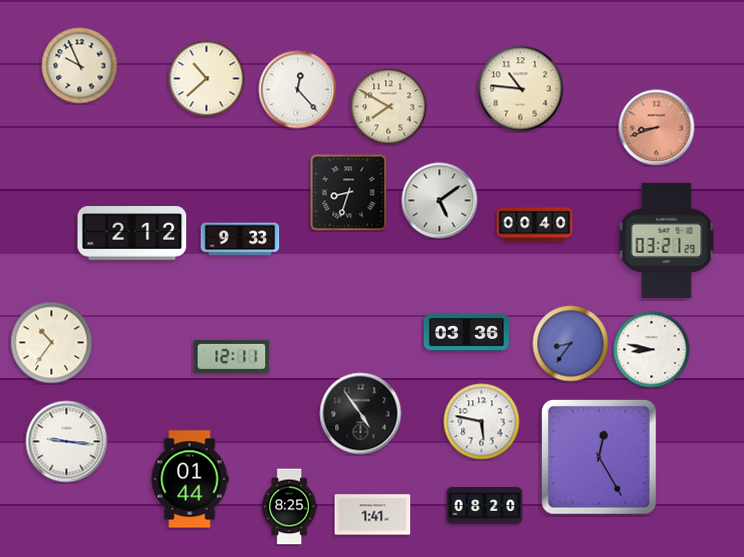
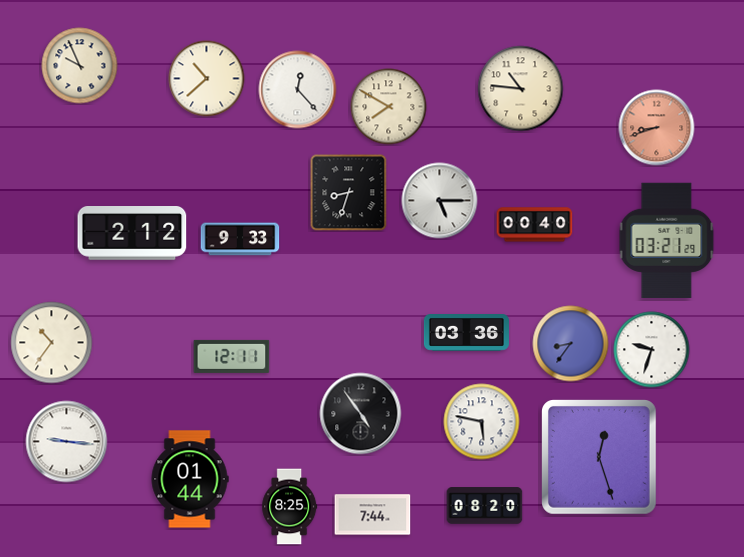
clock at (440, 201): 5:09 -> 5:15
clock at (652, 350): 8:47 -> 9:33
clock at (600, 458): 12:25 -> 12:27
clock at (373, 515): 1:41 -> 7:44
